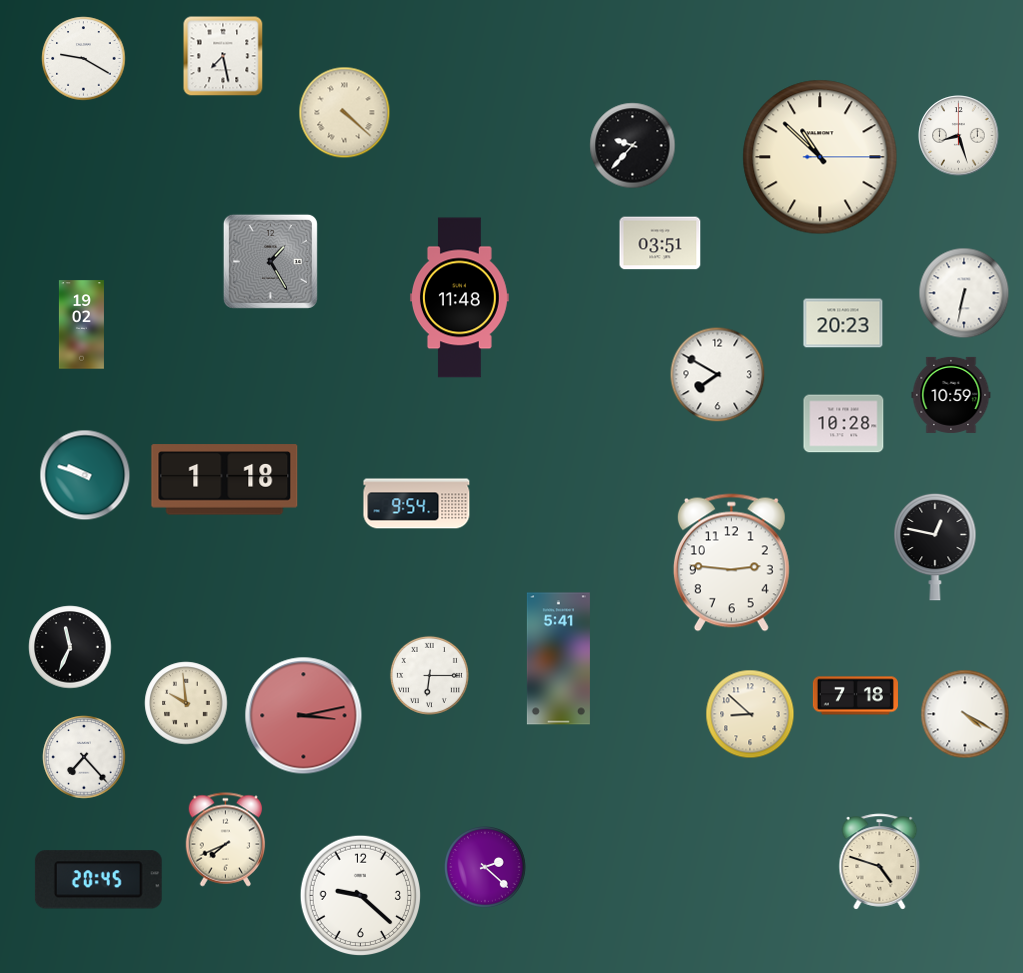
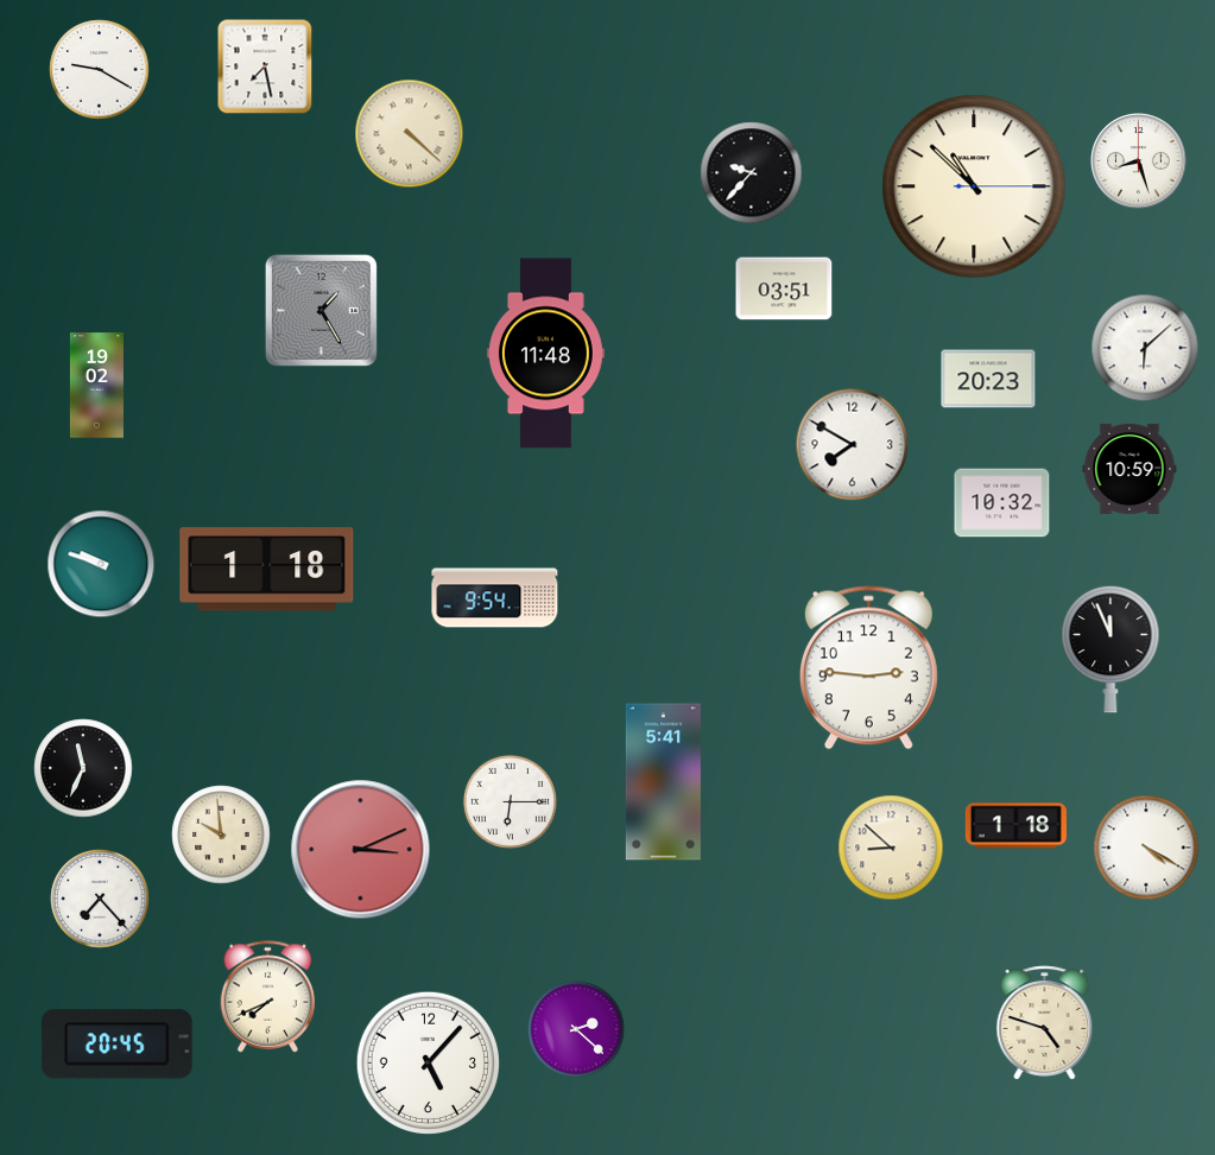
clock at (964, 293): 6:32 -> 6:08
clock at (843, 323) position: (843, 323) -> (988, 379)
clock at (844, 424): 10:28 -> 10:32
clock at (935, 547): 12:47 -> 11:56
clock at (855, 696): 7:18 -> 1:18
clock at (304, 716): 3:13 -> 3:11
clock at (360, 895): 9:22 -> 5:07
